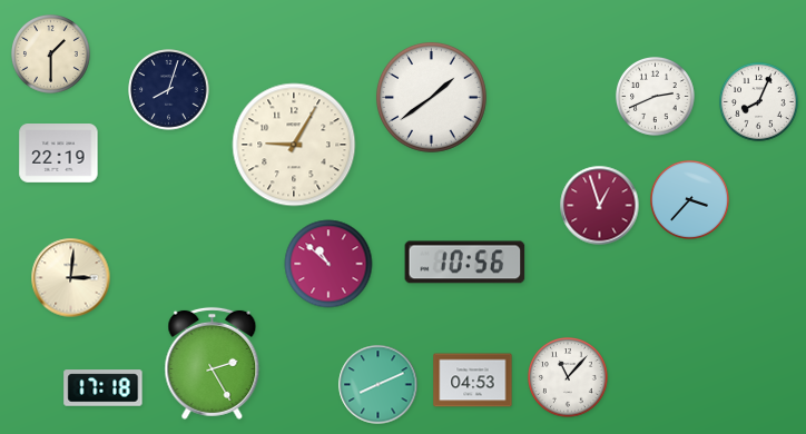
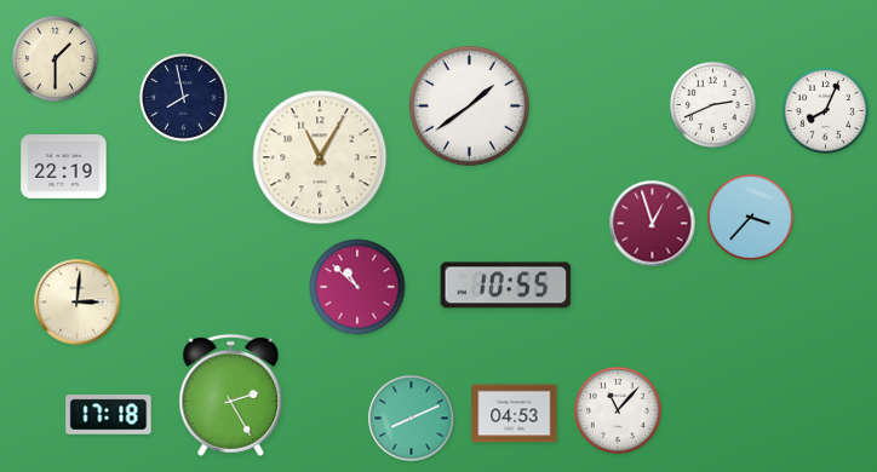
clock at (169, 90): 8:03 -> 7:58
clock at (294, 145): 9:05 -> 11:05
clock at (465, 263): 10:56 -> 10:55
clock at (104, 388) position: (104, 388) -> (109, 415)
